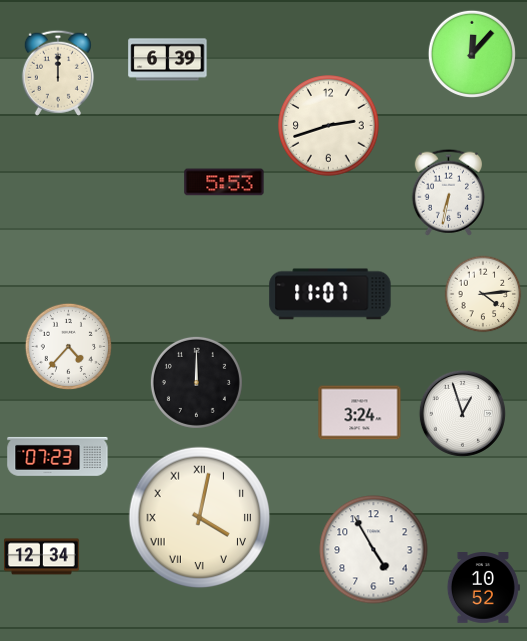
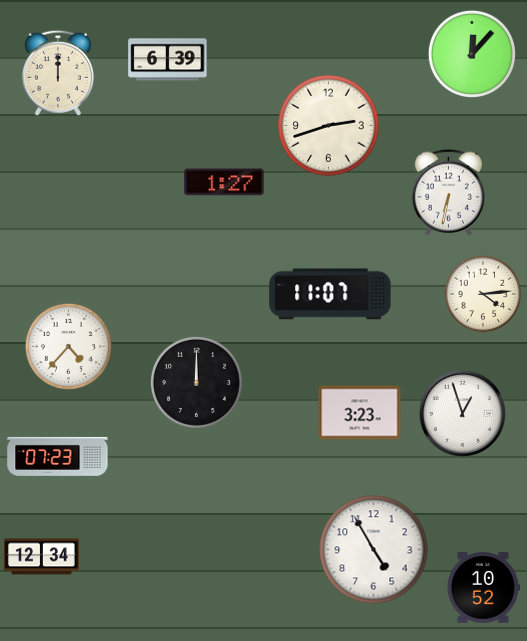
clock at (224, 182): 5:53 -> 1:27
clock at (360, 413): 3:24 -> 3:23
clock at (200, 518): 4:02 -> none
